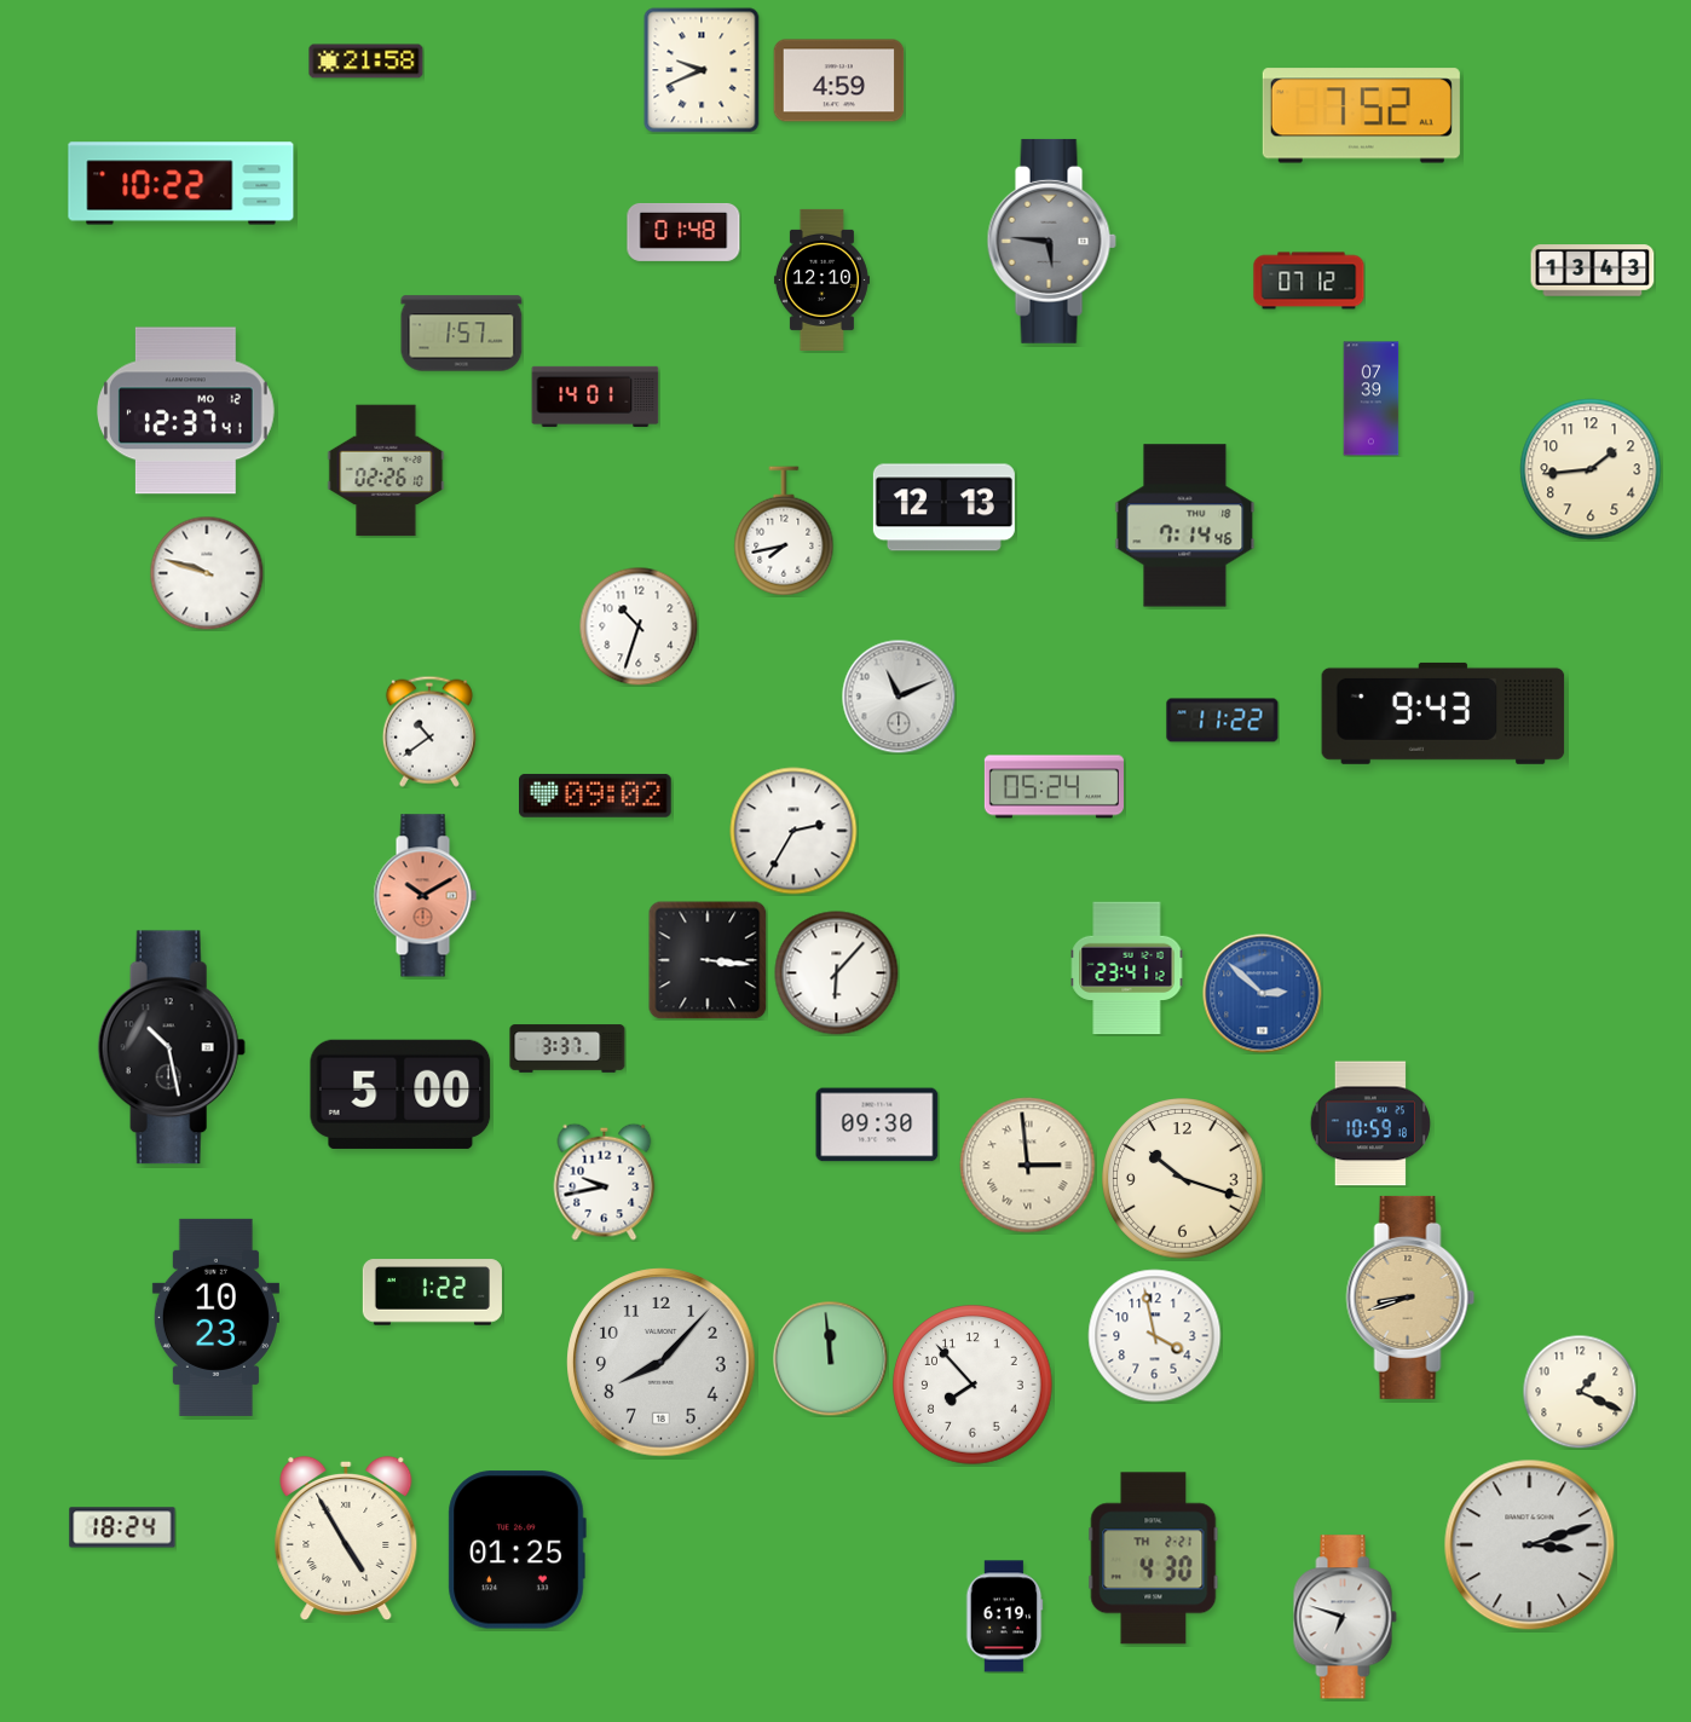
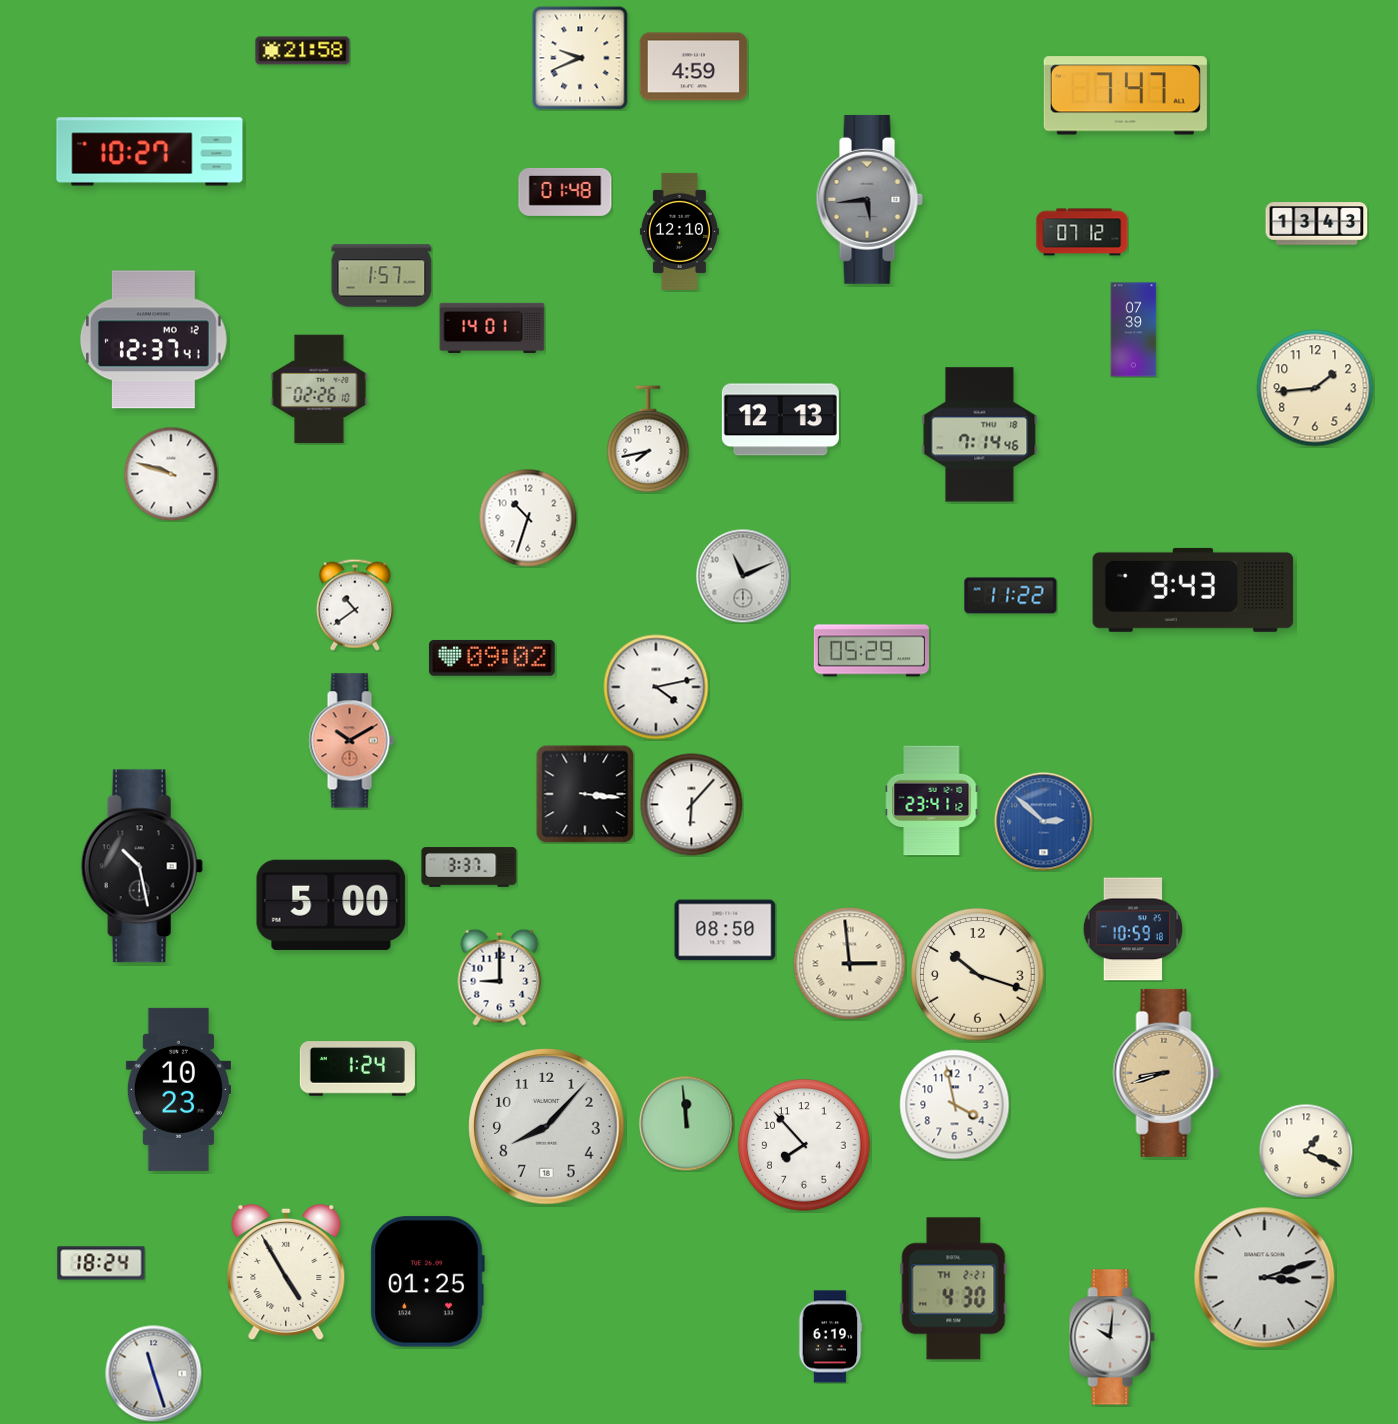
clock at (1361, 116): 7:52 -> 7:47
clock at (181, 184): 10:22 -> 10:27
clock at (1051, 241): 5:46 -> 5:44
clock at (1054, 787): 05:24 -> 05:29
clock at (793, 831): 2:35 -> 4:13
clock at (877, 1125): 09:30 -> 08:50
clock at (605, 1181): 9:43 -> 9:00
clock at (432, 1293): 1:22 -> 1:24
clock at (1345, 1617): 6:48 -> 10:01
clock at (154, 1374): none -> 11:27
